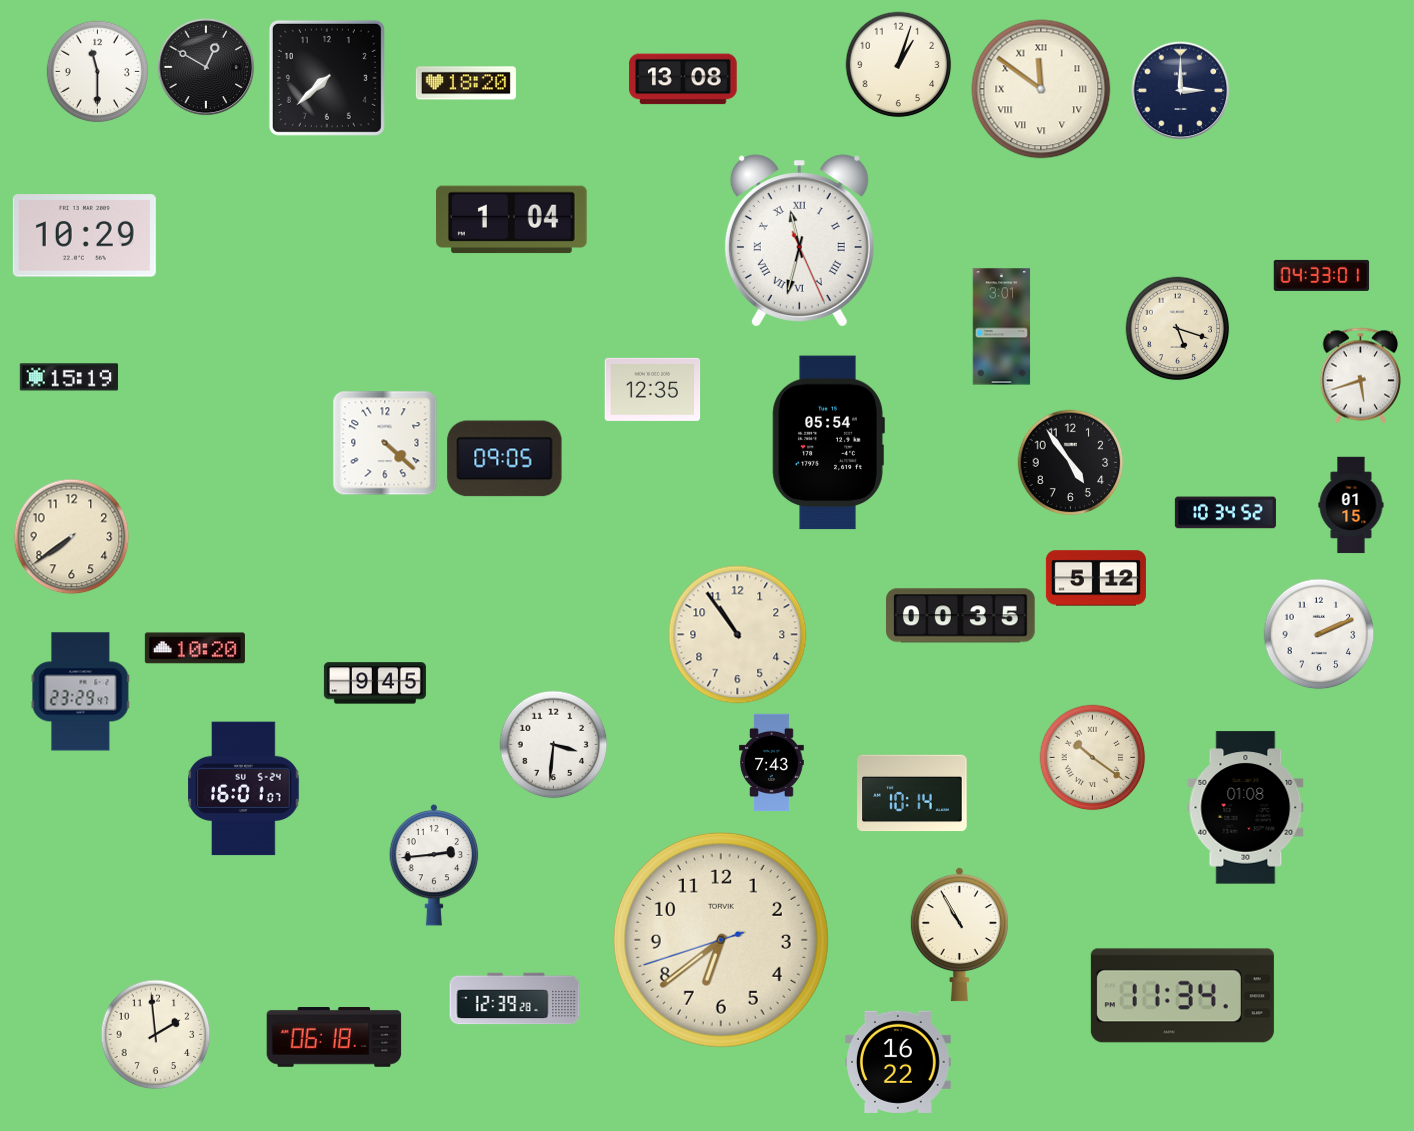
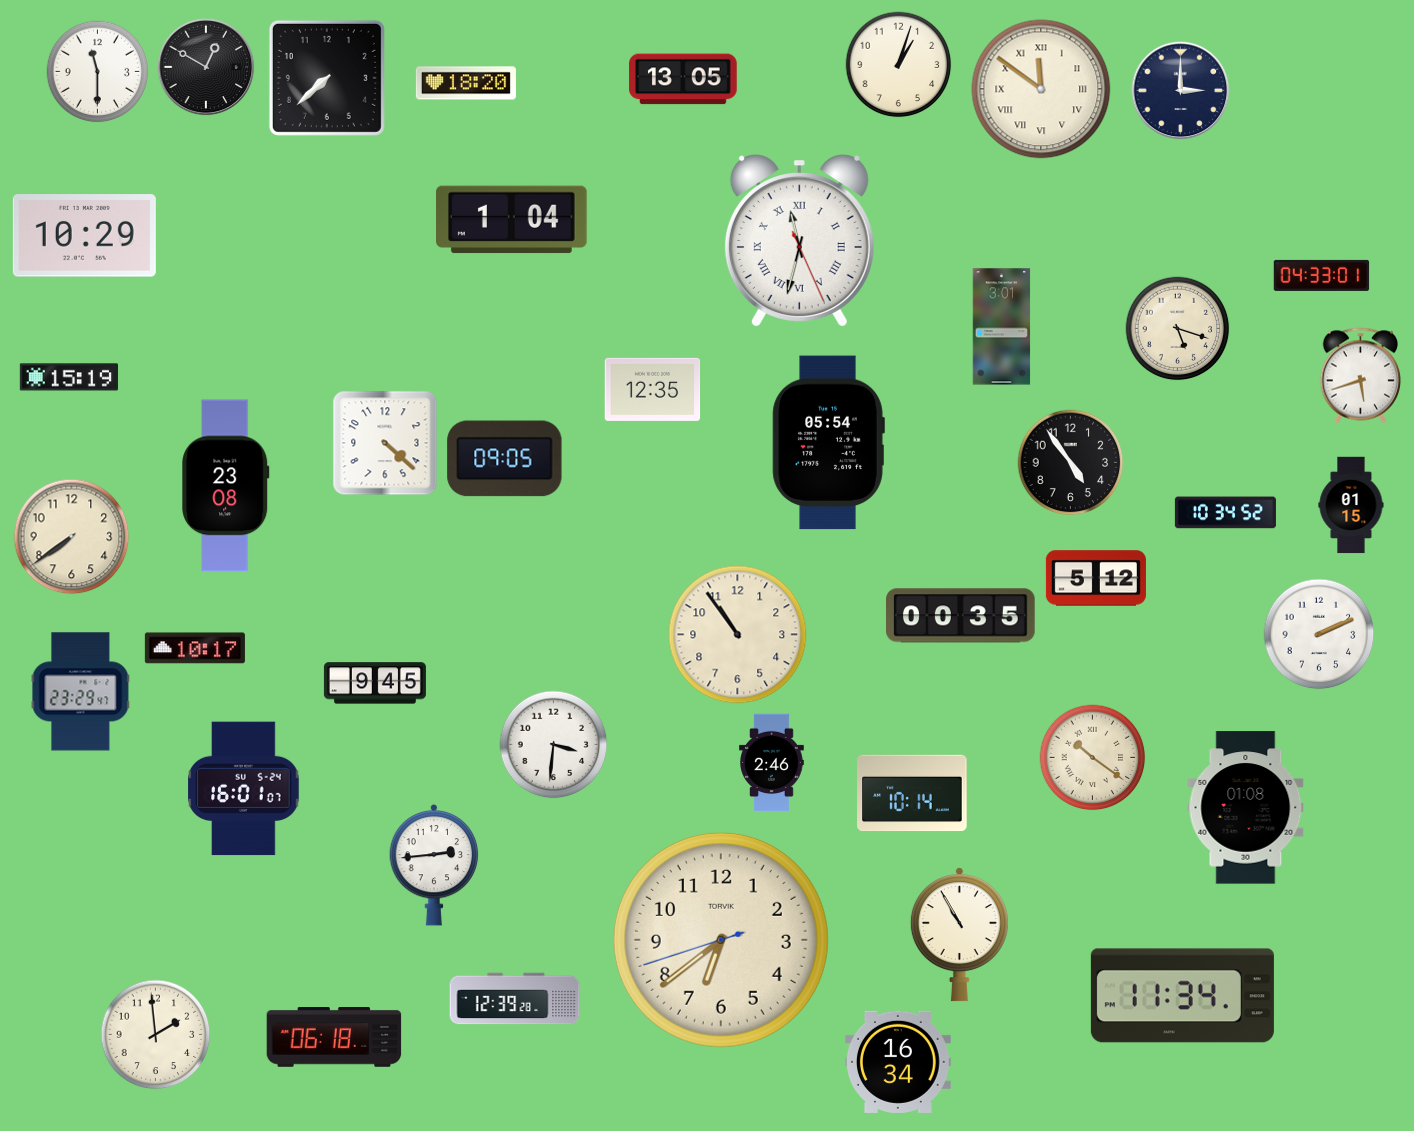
clock at (683, 79): 13:08 -> 13:05
clock at (226, 486): none -> 23:08
clock at (195, 648): 10:20 -> 10:17
clock at (772, 763): 7:43 -> 2:46
clock at (898, 1062): 16:22 -> 16:34
